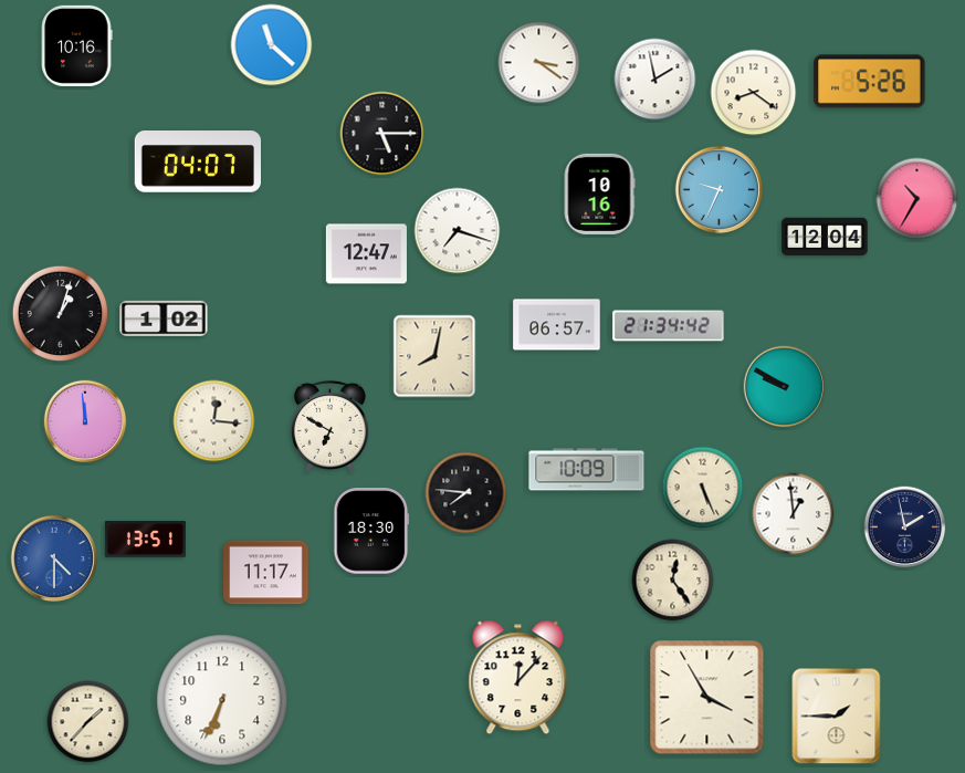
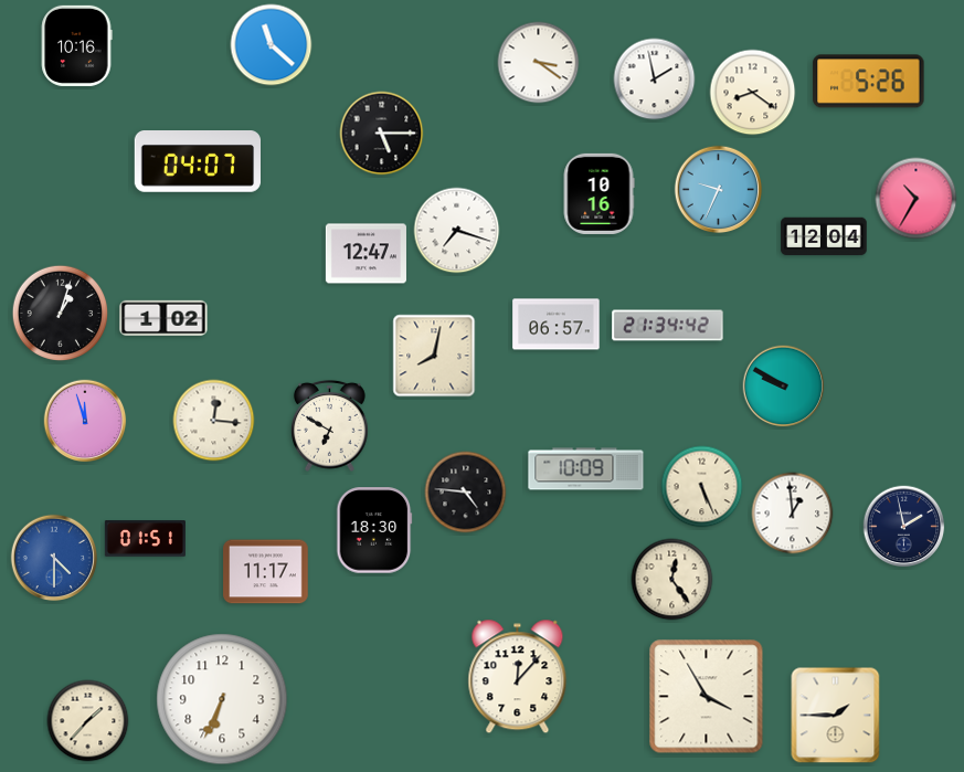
clock at (85, 421): 11:59 -> 11:57
clock at (466, 493): 7:46 -> 4:46
clock at (371, 531) position: (371, 531) -> (374, 530)
clock at (145, 540): 13:51 -> 01:51
